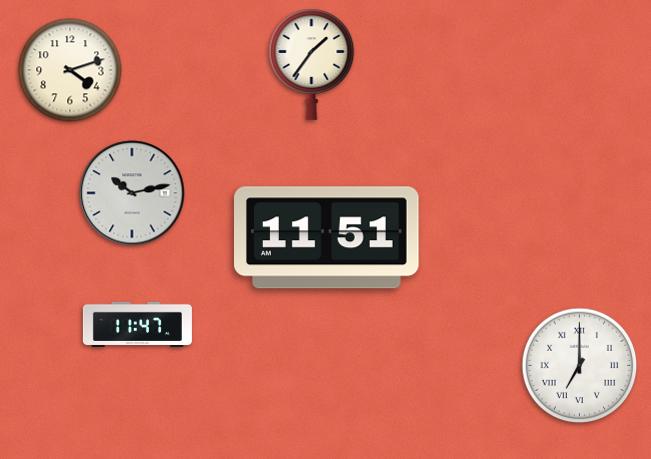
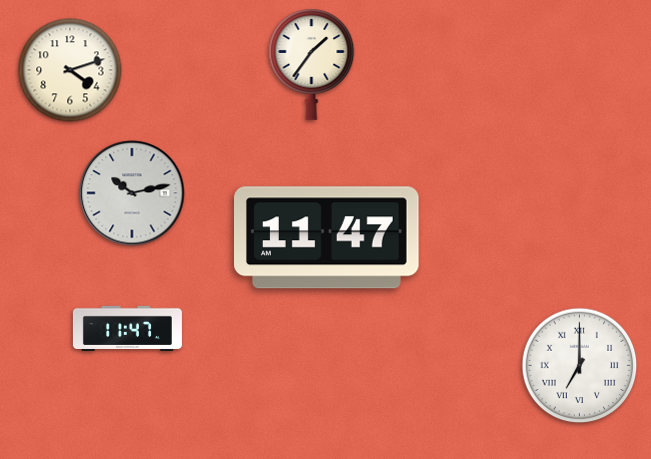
clock at (327, 238): 11:51 -> 11:47
clock at (137, 324) position: (137, 324) -> (127, 328)
